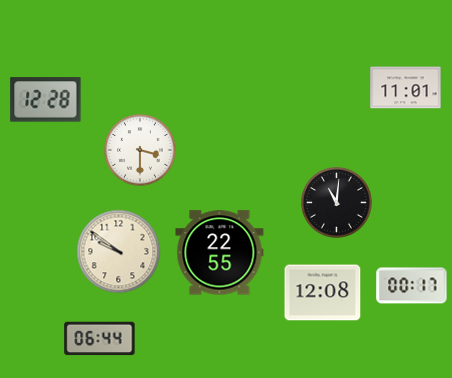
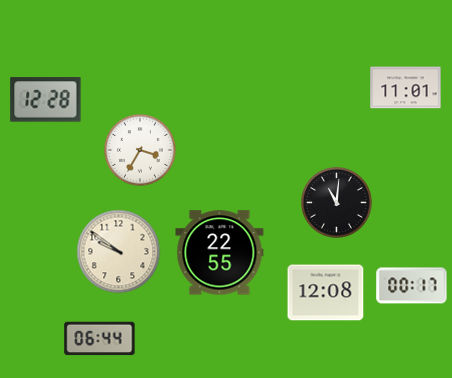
clock at (140, 150): 3:30 -> 3:35
clock at (323, 293) position: (323, 293) -> (326, 293)
